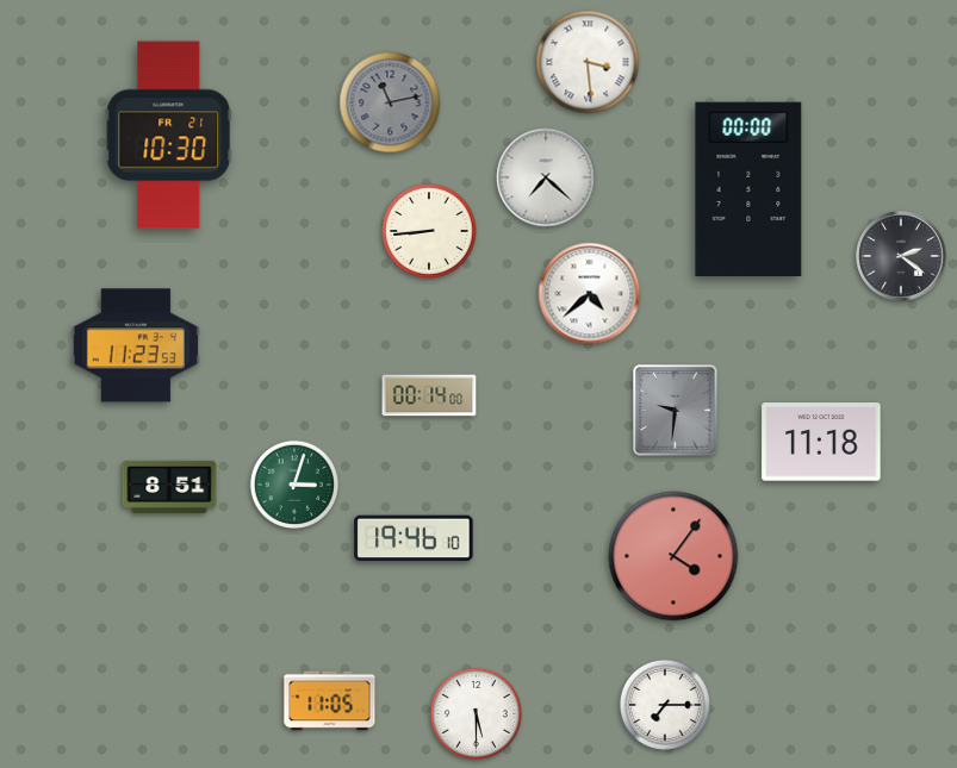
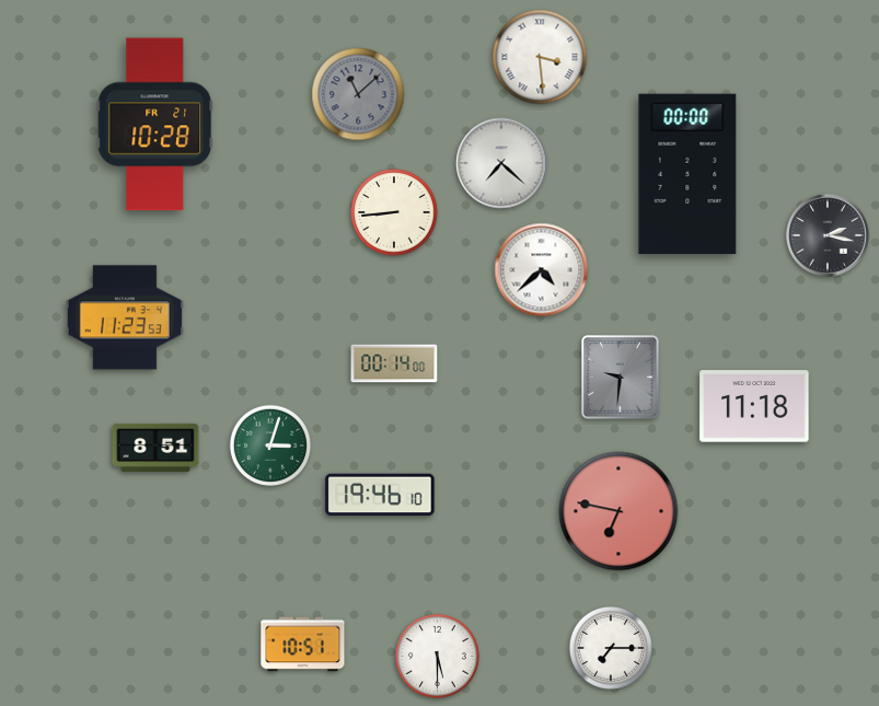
clock at (390, 102): 11:13 -> 11:08
clock at (169, 136): 10:30 -> 10:28
clock at (901, 256): 2:21 -> 2:17
clock at (673, 556): 4:06 -> 6:47
clock at (330, 701): 11:05 -> 10:51
